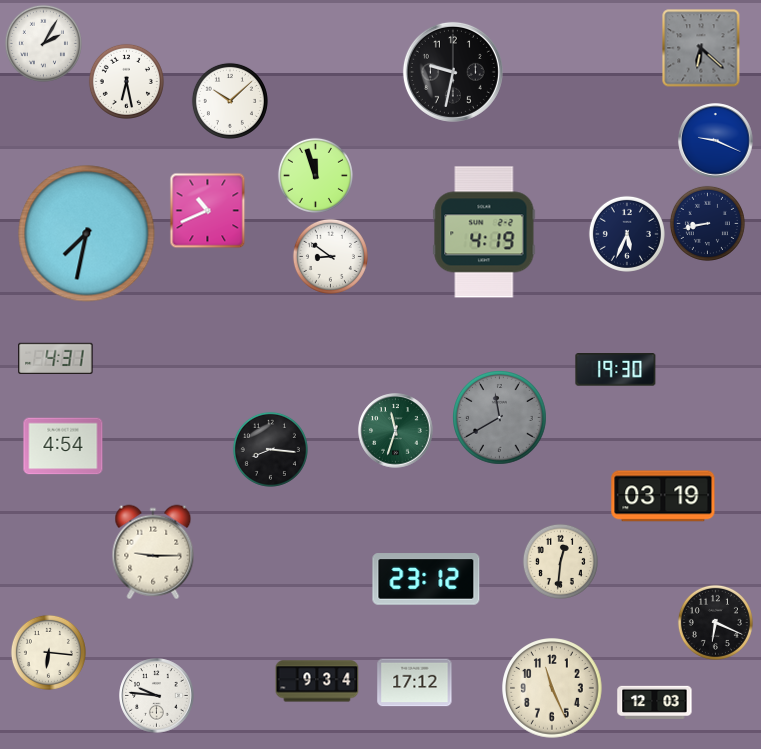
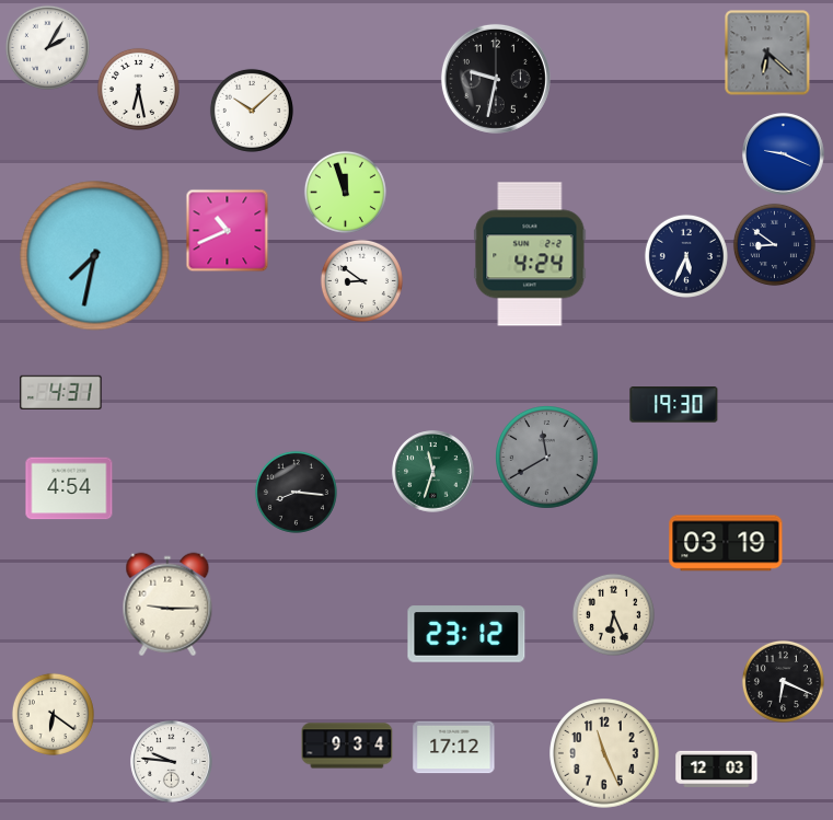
clock at (707, 223): 8:43 -> 8:51
clock at (484, 232): 4:19 -> 4:24
clock at (560, 561): 12:31 -> 6:26
clock at (48, 652): 6:16 -> 6:21
